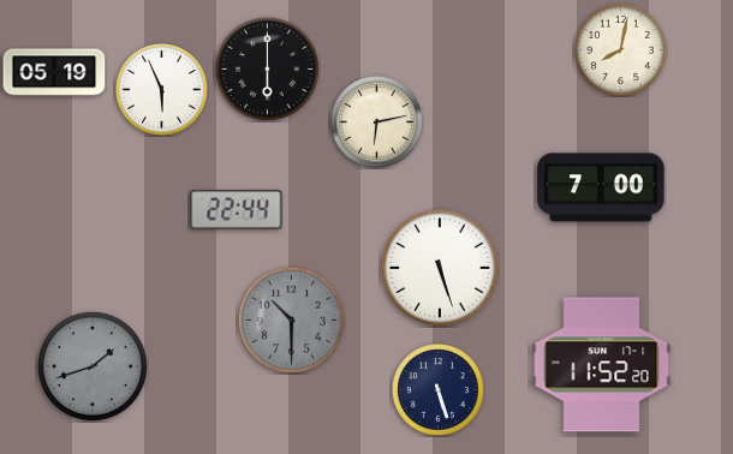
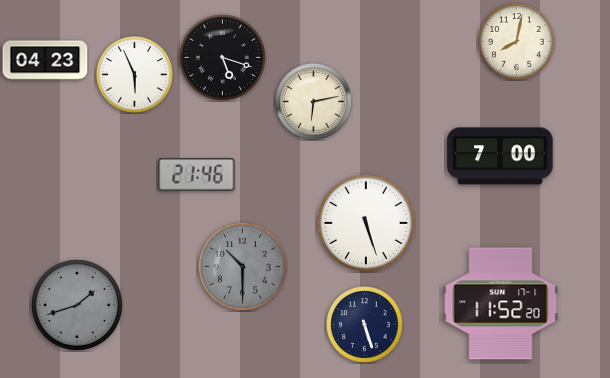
clock at (267, 68): 6:00 -> 5:18
clock at (54, 72): 05:19 -> 04:23
clock at (237, 210): 22:44 -> 21:46
